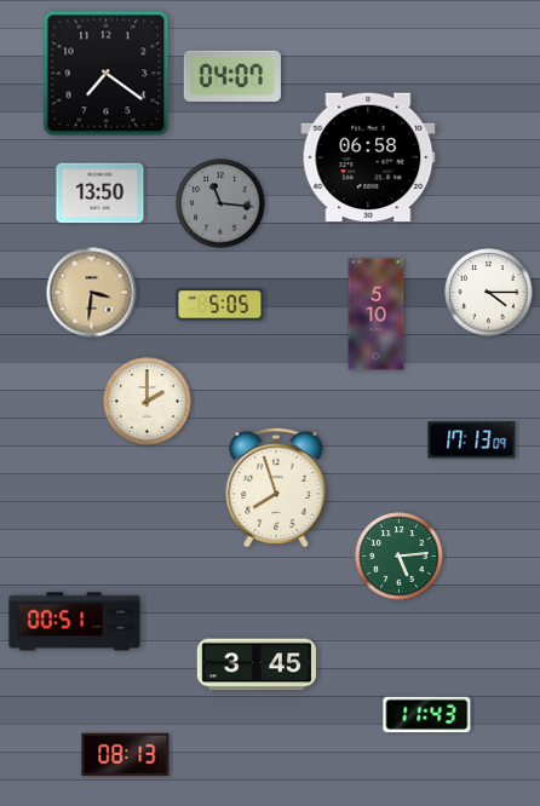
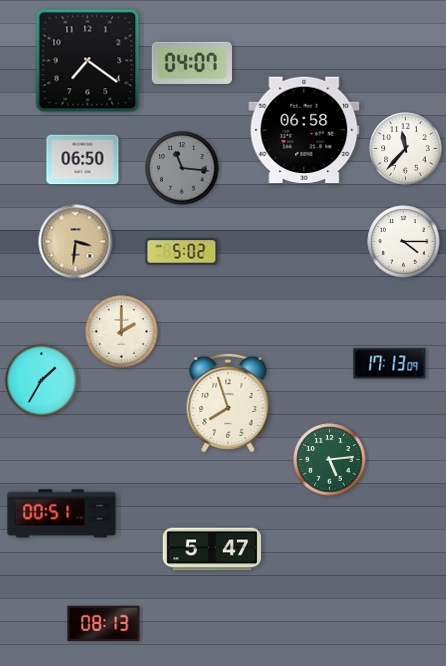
clock at (406, 149): none -> 11:37
clock at (100, 194): 13:50 -> 06:50
clock at (220, 305): 5:05 -> 5:02
clock at (377, 315): 5:10 -> none
clock at (42, 381): none -> 1:35
clock at (255, 664): 3:45 -> 5:47
clock at (427, 715): 11:43 -> none
